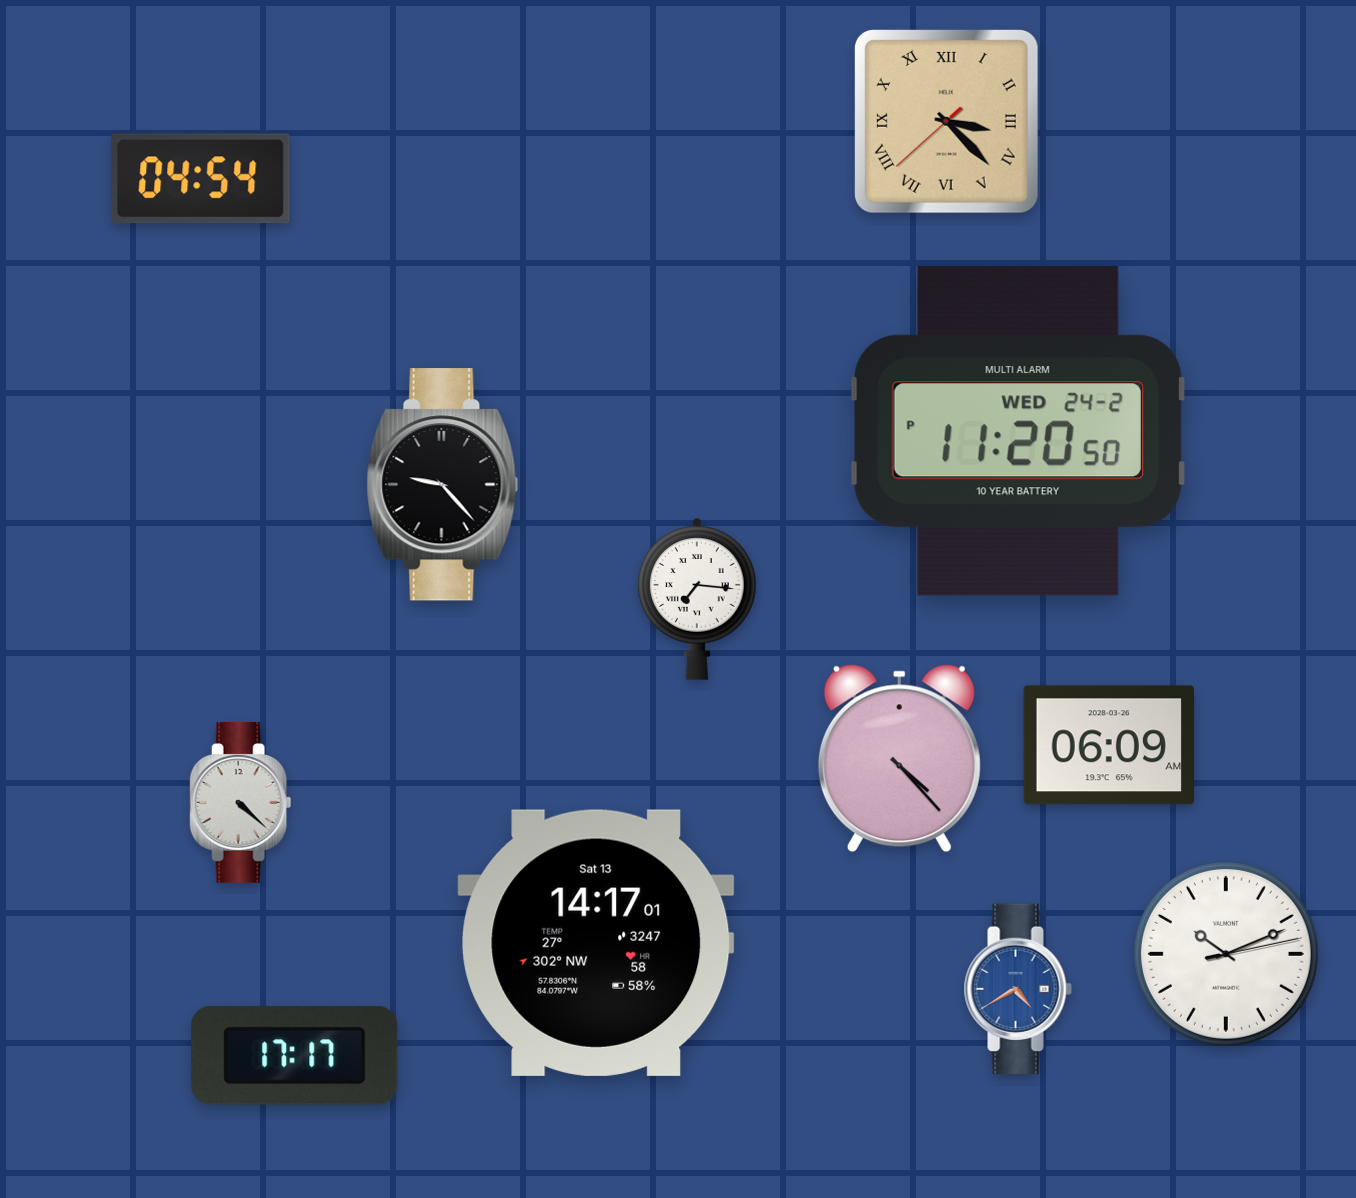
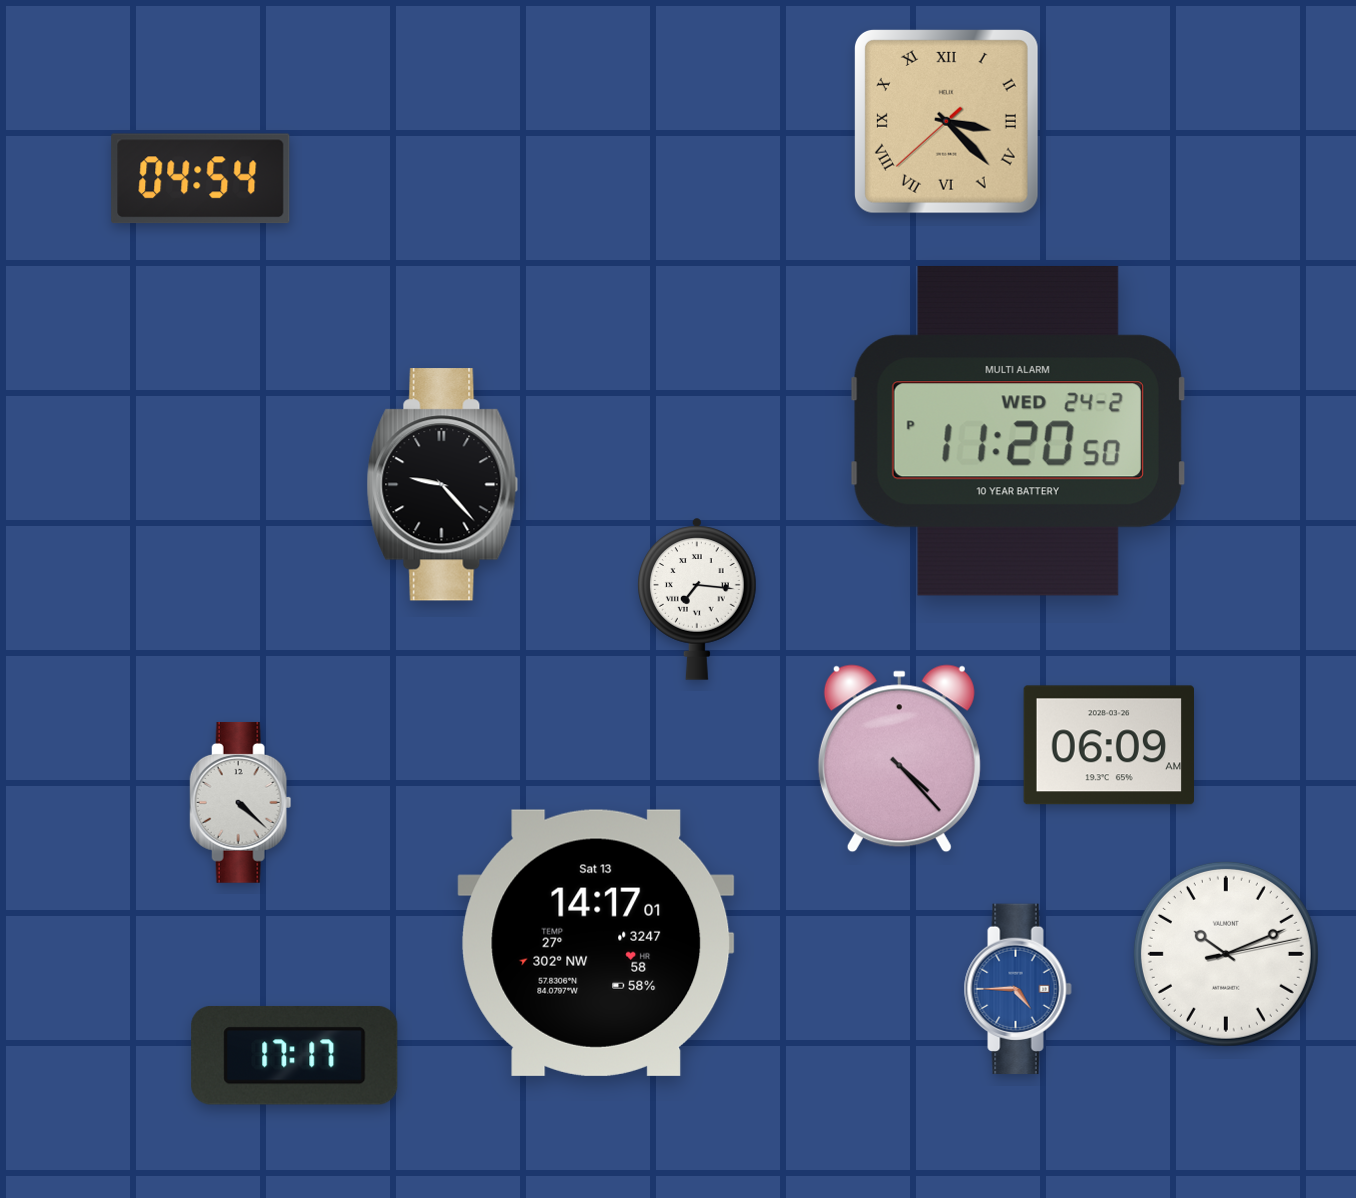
clock at (1018, 989): 4:40 -> 4:45
